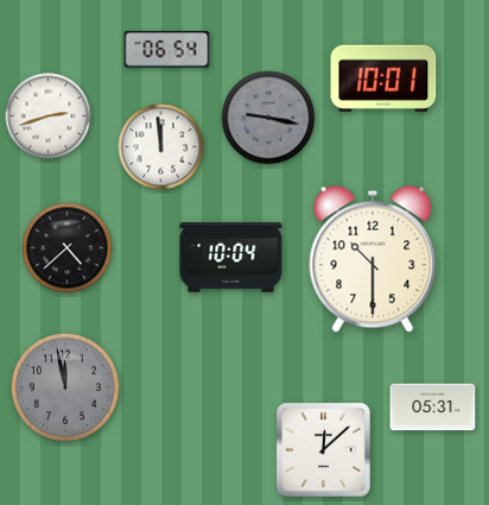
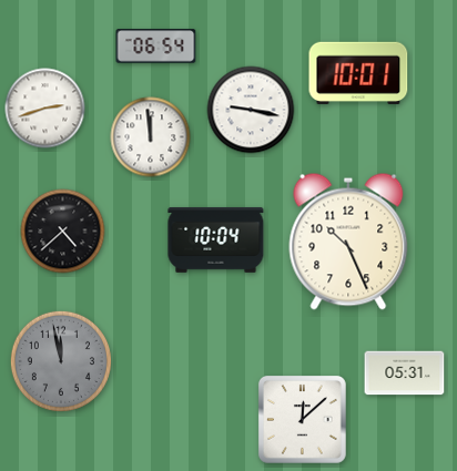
clock at (268, 118) dial: grey -> white
clock at (373, 259): 10:30 -> 10:26
clock at (433, 408) position: (433, 408) -> (405, 373)
